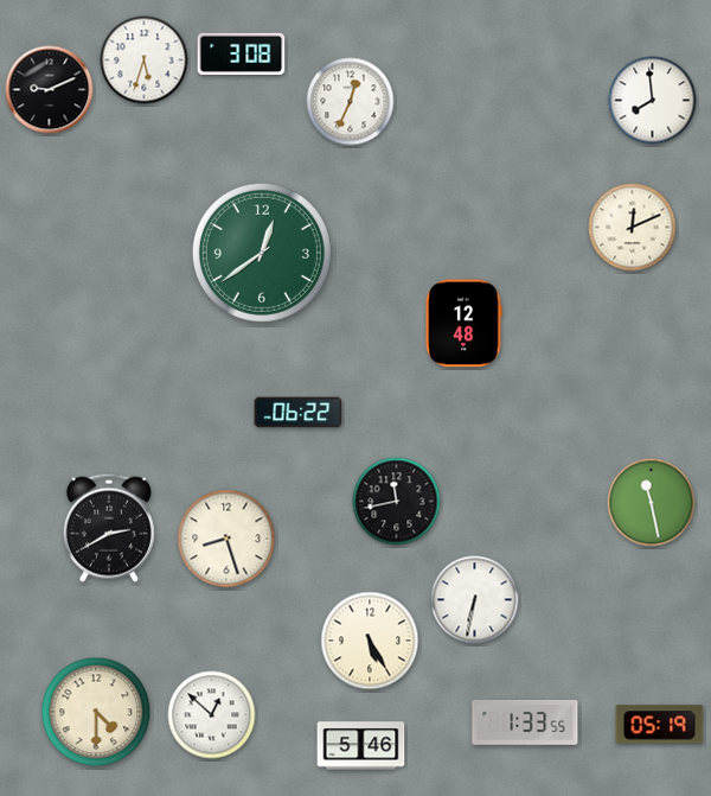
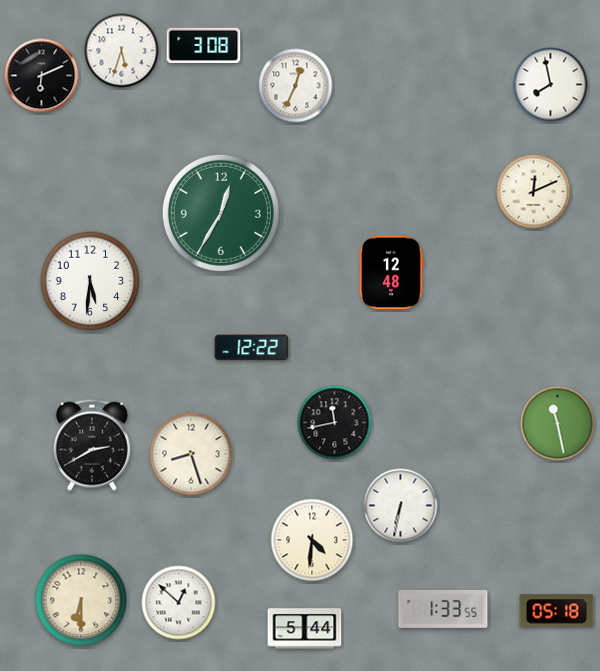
clock at (50, 90): 9:11 -> 6:11
clock at (653, 101): 7:59 -> 7:58
clock at (262, 253): 12:39 -> 12:35
clock at (90, 281): none -> 5:31
clock at (299, 413): 06:22 -> 12:22
clock at (652, 503) position: (652, 503) -> (558, 424)
clock at (370, 641): 5:25 -> 4:31
clock at (96, 712): 4:30 -> 6:30
clock at (660, 725): 05:19 -> 05:18
clock at (361, 746): 5:46 -> 5:44
